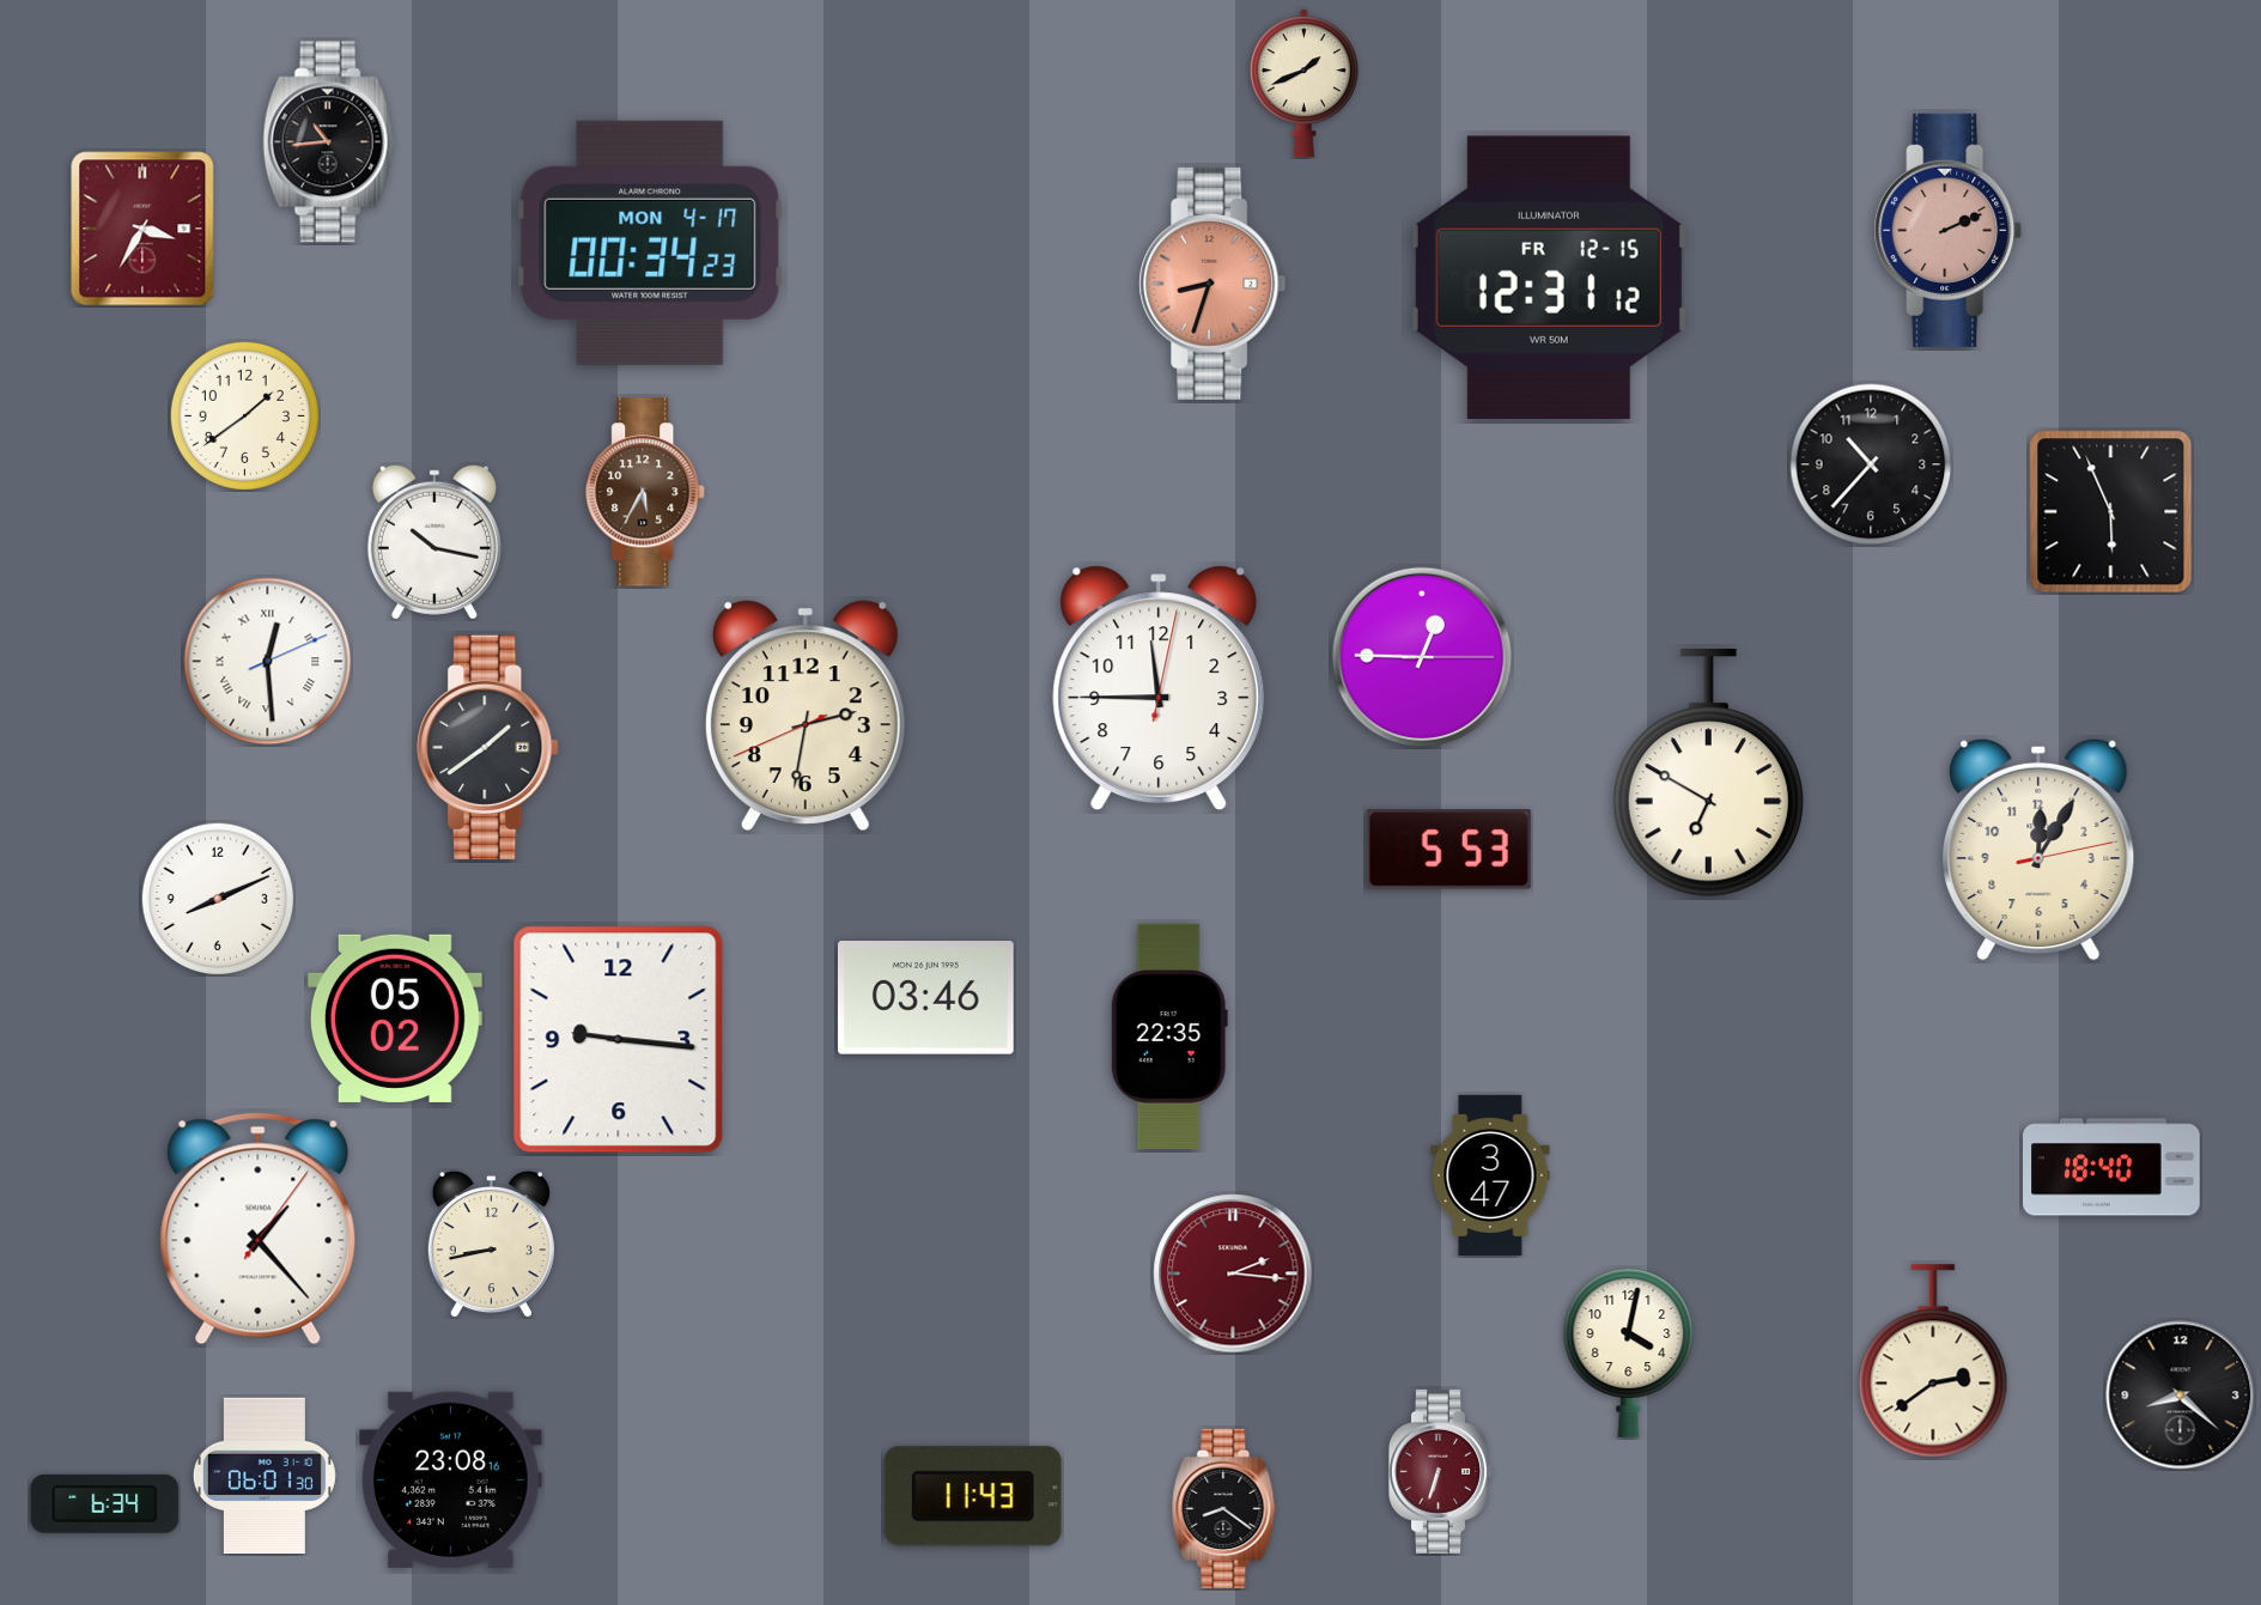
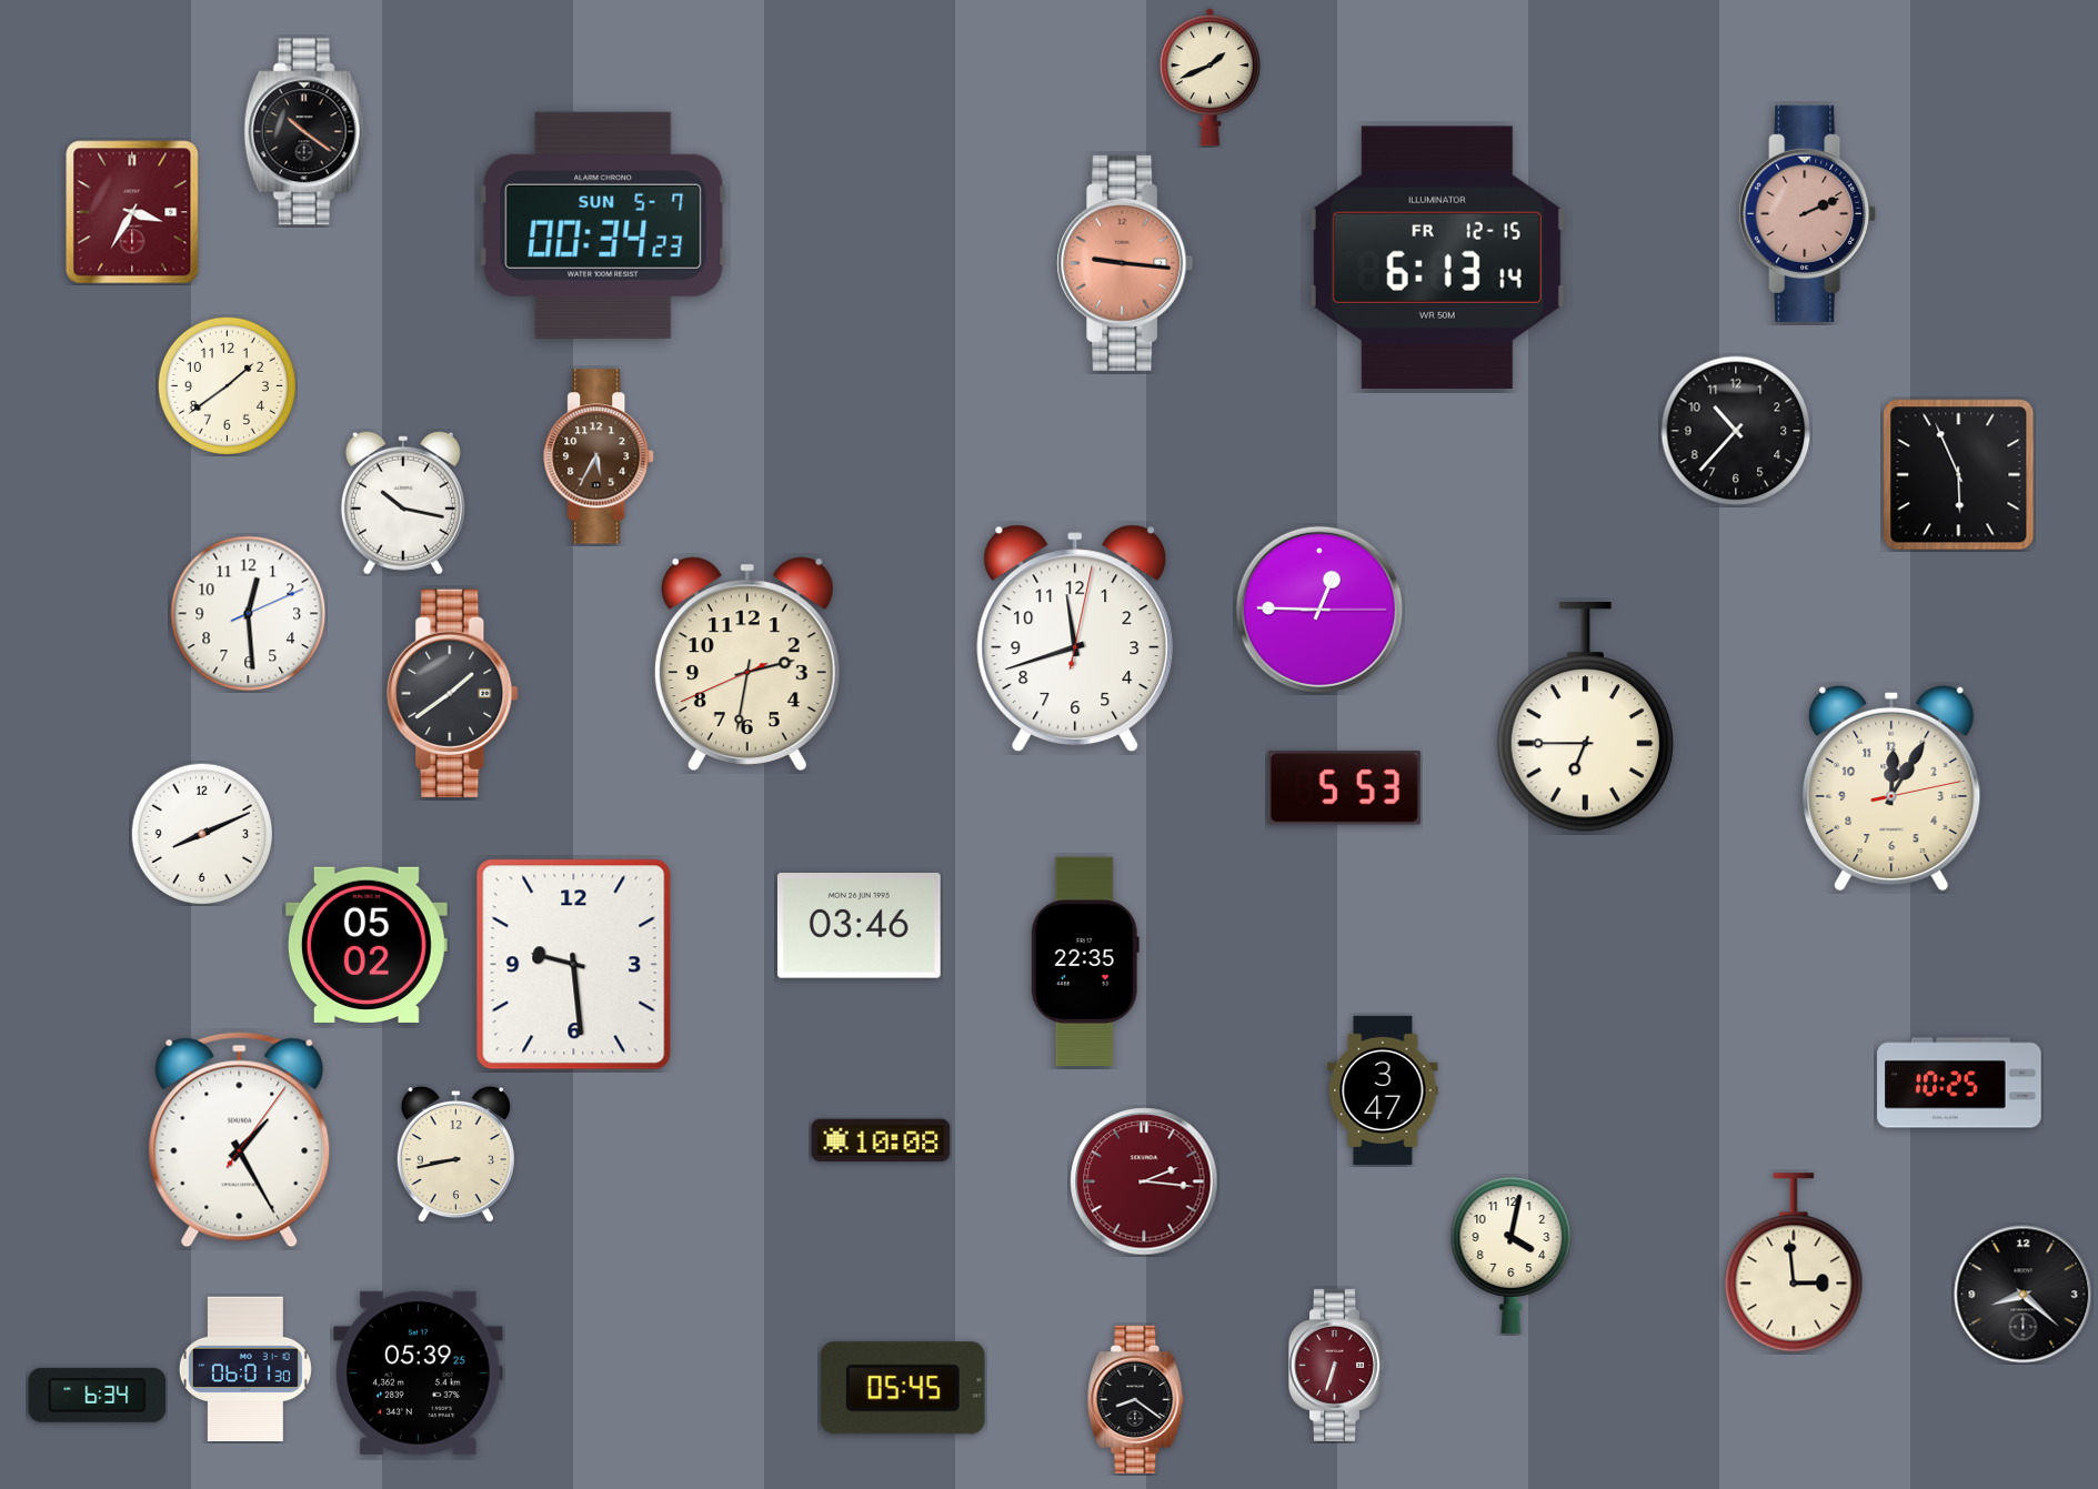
clock at (329, 142): 10:44 -> 10:21
clock at (650, 243) date: MON 4-17 -> SUN 5-7
clock at (1549, 276): 12:31 -> 6:13
clock at (1212, 284): 8:33 -> 9:16
clock at (268, 662) numerals: Roman -> Arabic
clock at (1159, 688): 11:45 -> 11:42
clock at (1708, 774): 6:50 -> 6:45
clock at (619, 1040): 9:16 -> 9:29
clock at (2111, 1167): 18:40 -> 10:25
clock at (259, 1229): 1:23 -> 1:25
clock at (881, 1140): none -> 10:08
clock at (1933, 1361): 2:39 -> 2:59
clock at (451, 1479): 23:08 -> 05:39
clock at (973, 1496): 11:43 -> 05:45
